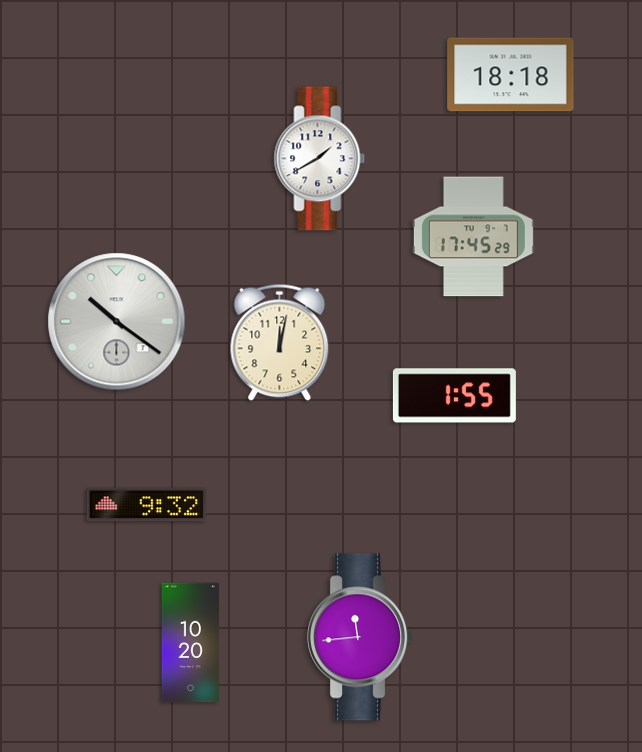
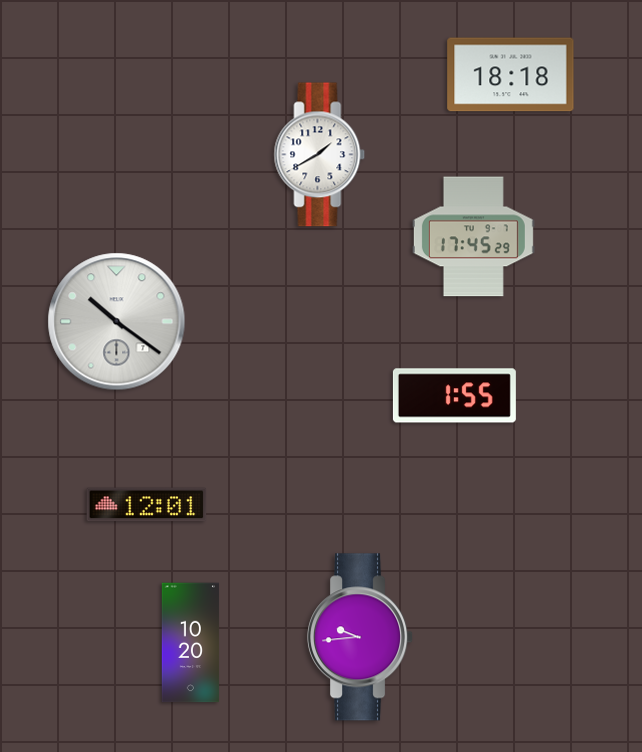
clock at (320, 159) position: (320, 159) -> (320, 155)
clock at (280, 342): 12:02 -> none
clock at (147, 505): 9:32 -> 12:01
clock at (361, 637): 11:44 -> 9:44
